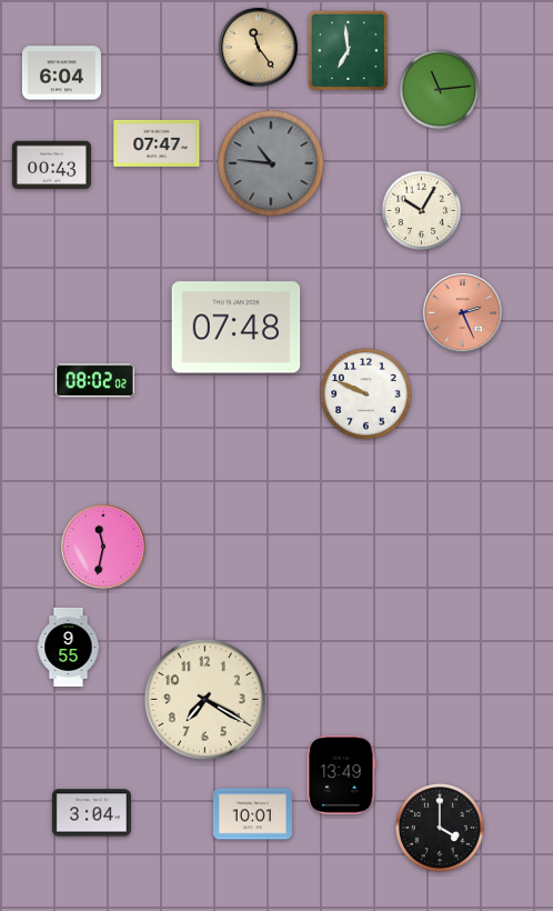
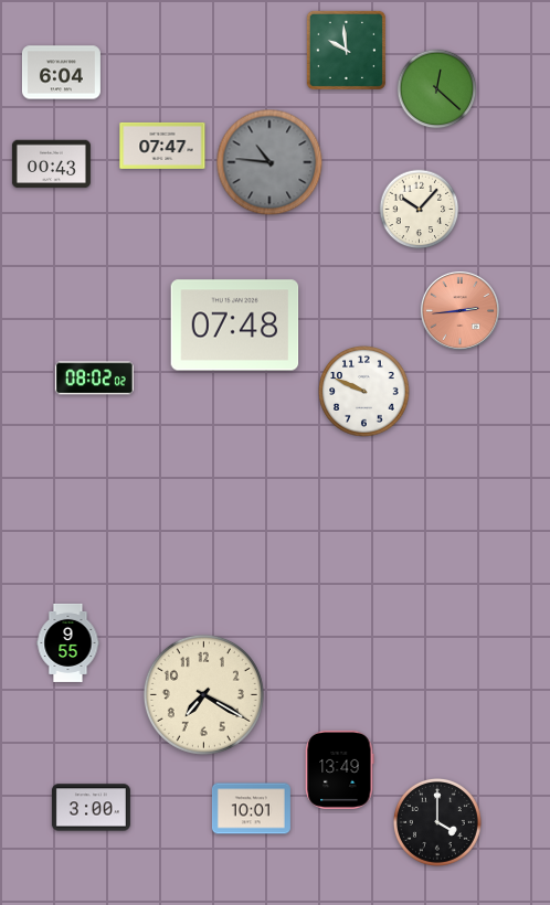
clock at (258, 47): 11:24 -> none
clock at (348, 50): 6:59 -> 9:59
clock at (440, 90): 11:14 -> 12:22
clock at (157, 143) position: (157, 143) -> (162, 146)
clock at (422, 211): 10:05 -> 10:07
clock at (462, 312): 2:26 -> 2:44
clock at (104, 548): 11:32 -> none
clock at (91, 813): 3:04 -> 3:00
